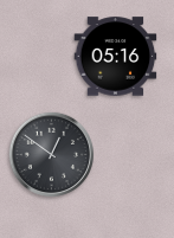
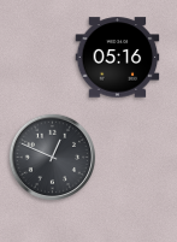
clock at (51, 154): 12:51 -> 12:49
